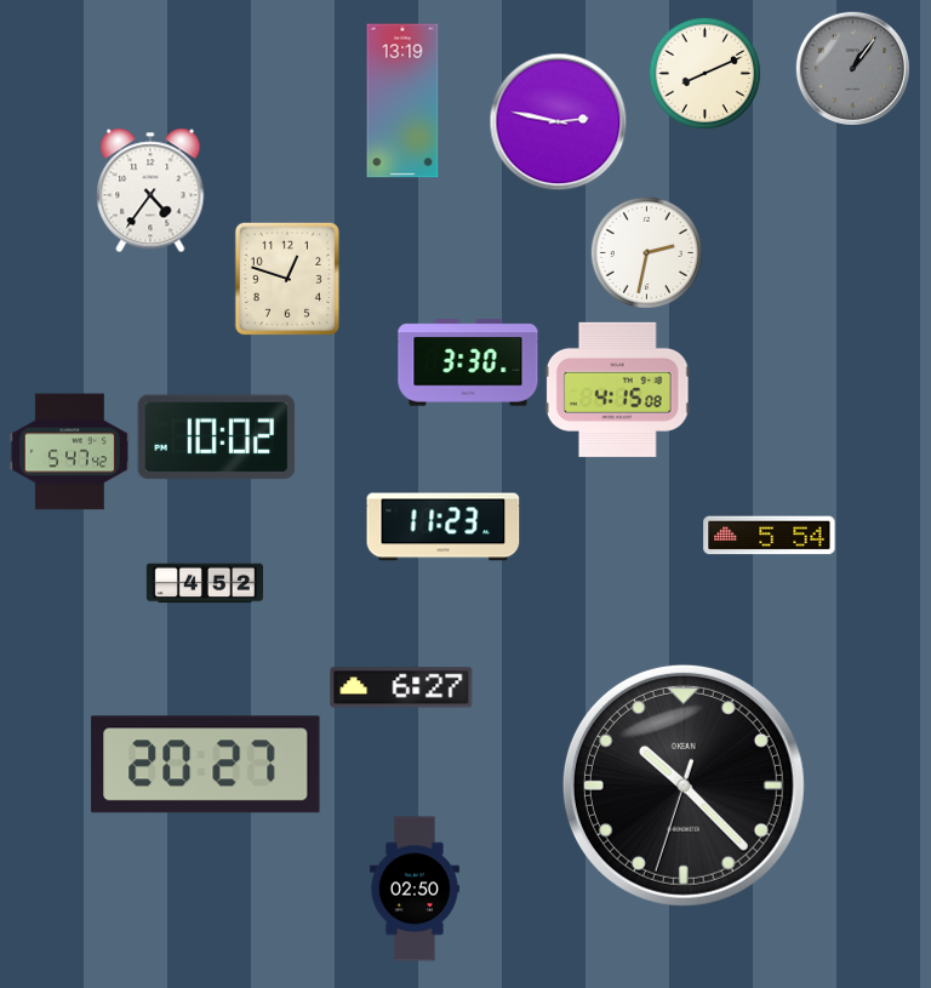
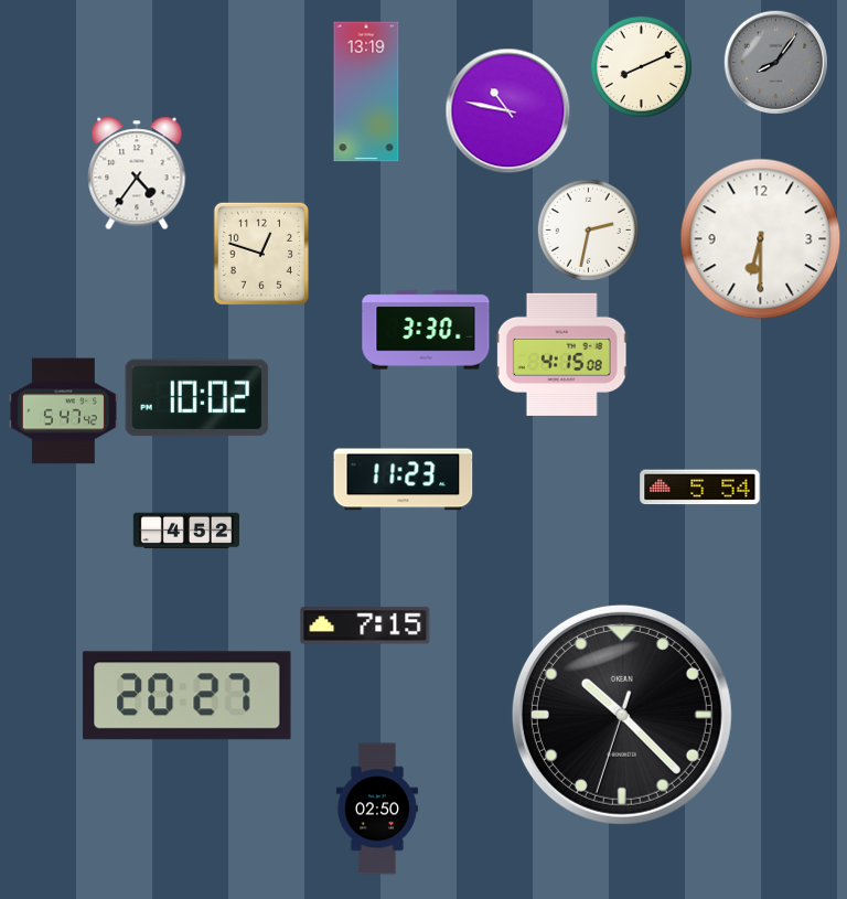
clock at (852, 68): 1:06 -> 8:06
clock at (559, 122): 2:47 -> 10:47
clock at (761, 239): none -> 6:30
clock at (401, 687): 6:27 -> 7:15
